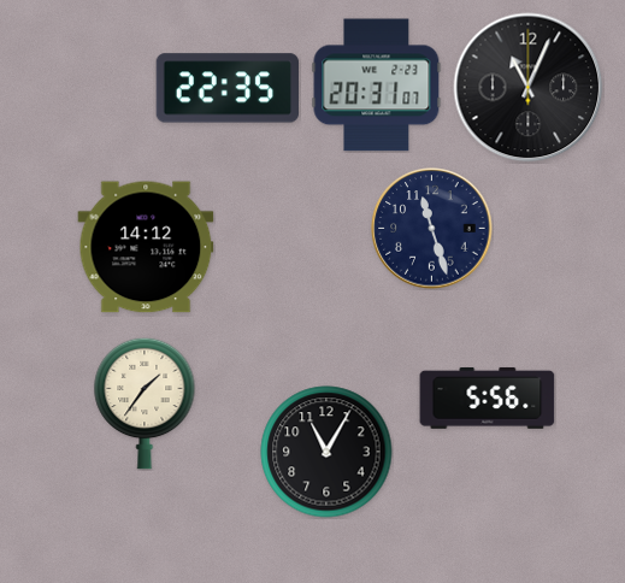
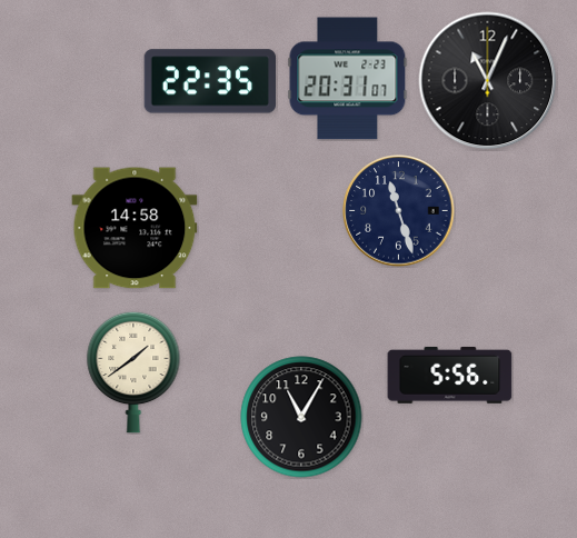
clock at (146, 247): 14:12 -> 14:58
clock at (488, 397) position: (488, 397) -> (450, 375)
clock at (145, 404): 1:36 -> 1:39
